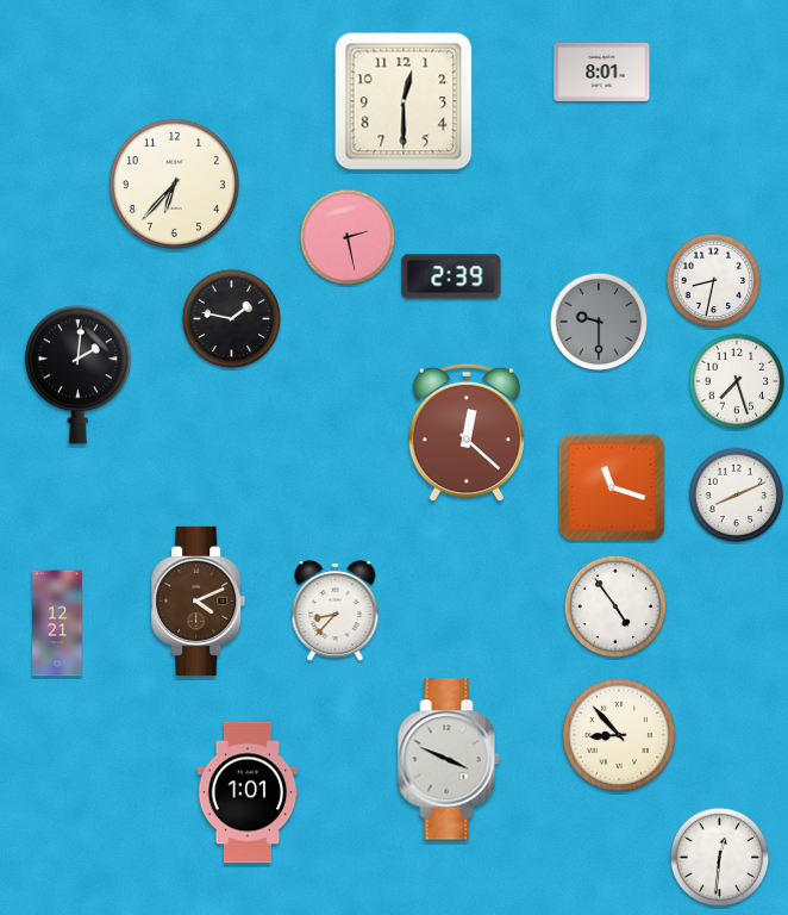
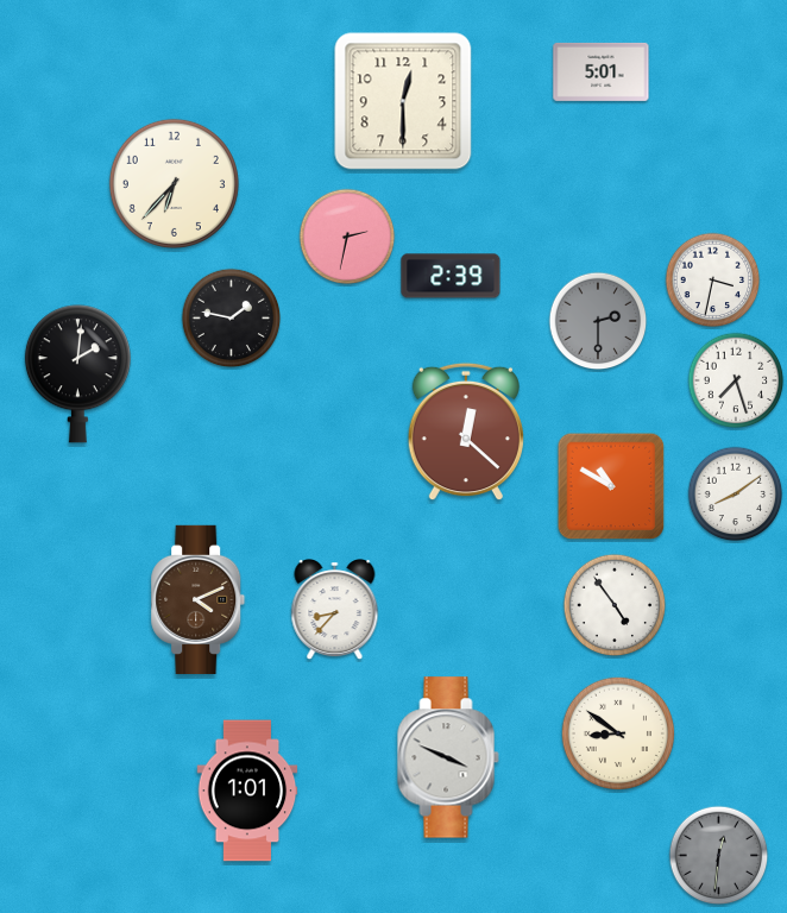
clock at (602, 71): 8:01 -> 5:01
clock at (348, 237): 2:28 -> 2:32
clock at (714, 281): 8:32 -> 3:32
clock at (599, 322): 9:30 -> 2:30
clock at (612, 487): 11:18 -> 10:50
clock at (737, 496): 8:11 -> 8:09
clock at (57, 623): 12:21 -> none
clock at (618, 734): 8:53 -> 8:51
clock at (720, 858) dial: white -> grey
